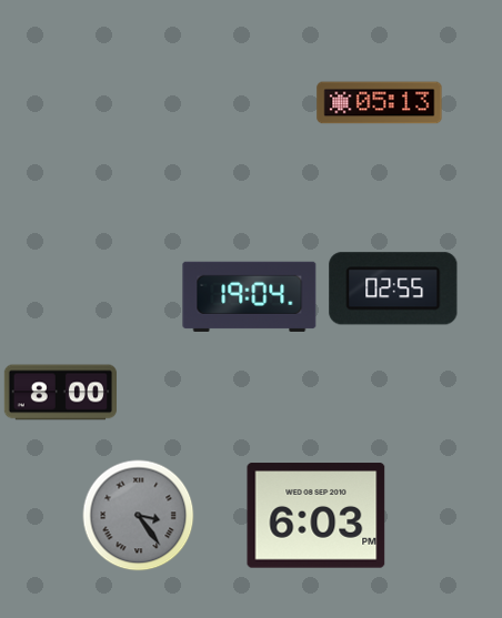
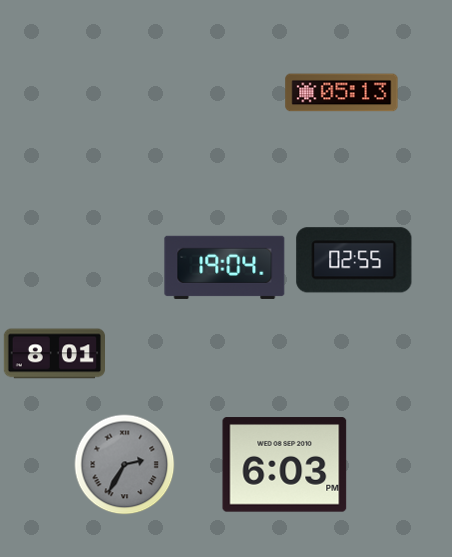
clock at (60, 393): 8:00 -> 8:01
clock at (139, 516): 3:24 -> 2:35
